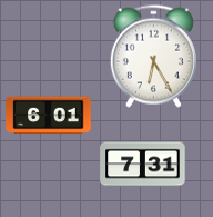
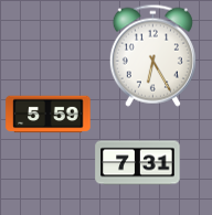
clock at (49, 116): 6:01 -> 5:59
clock at (143, 165) position: (143, 165) -> (138, 163)
